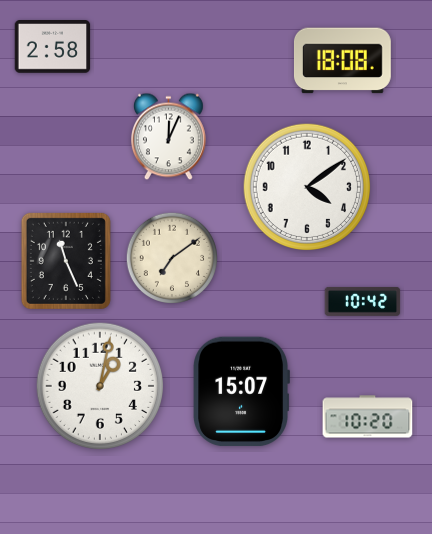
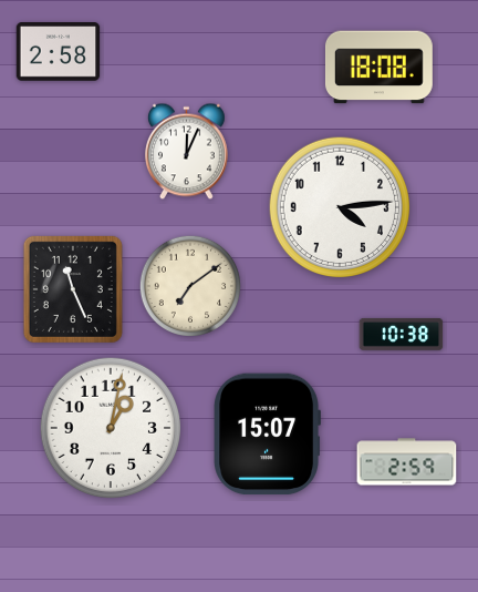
clock at (306, 186): 4:09 -> 4:14
clock at (363, 301): 10:42 -> 10:38
clock at (368, 417): 10:20 -> 2:59
